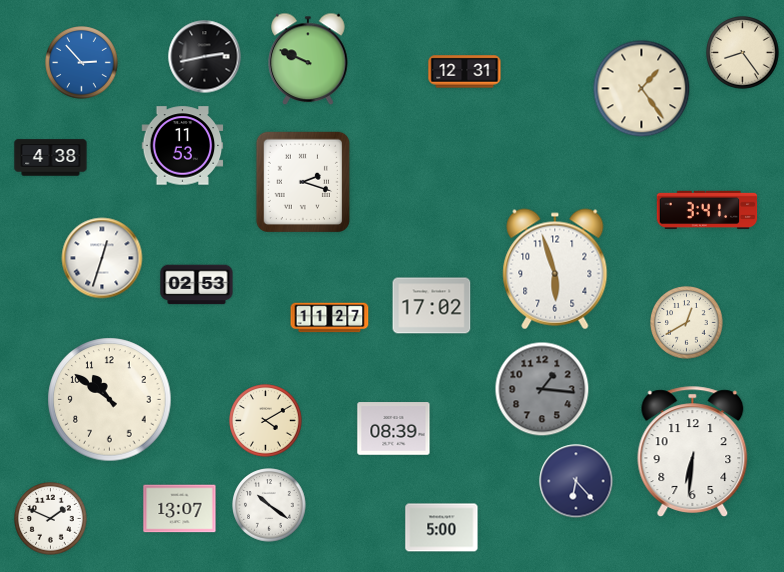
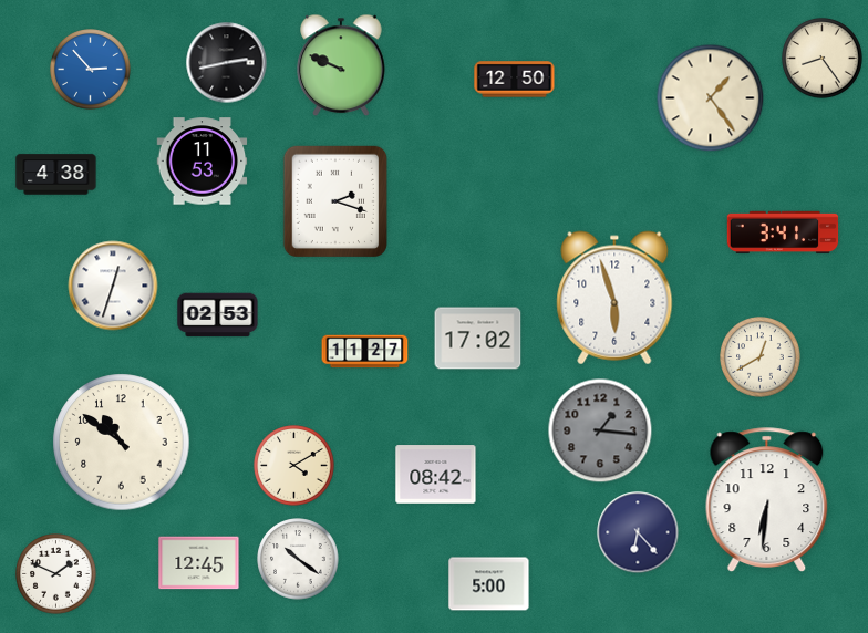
clock at (465, 72): 12:31 -> 12:50
clock at (394, 429): 08:39 -> 08:42
clock at (180, 509): 13:07 -> 12:45
